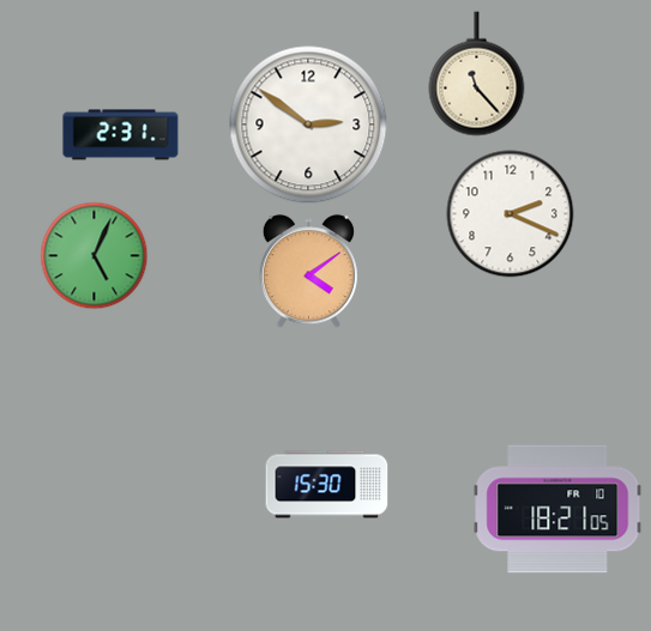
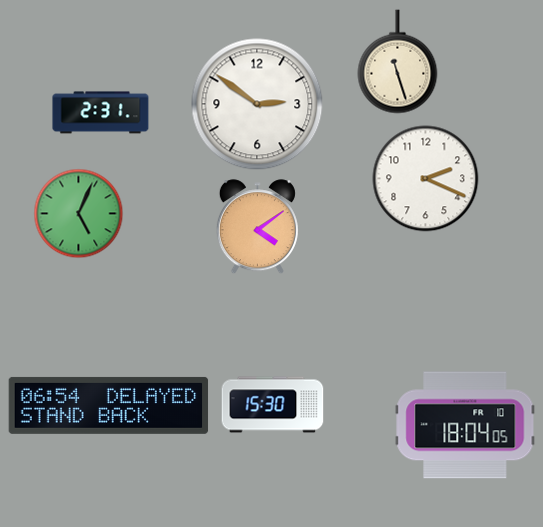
clock at (477, 74): 11:23 -> 11:27
clock at (109, 405): none -> 06:54
clock at (557, 509): 18:21 -> 18:04
